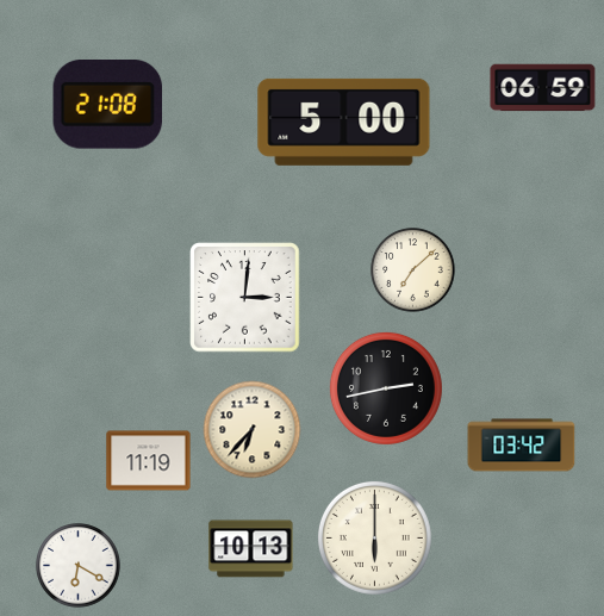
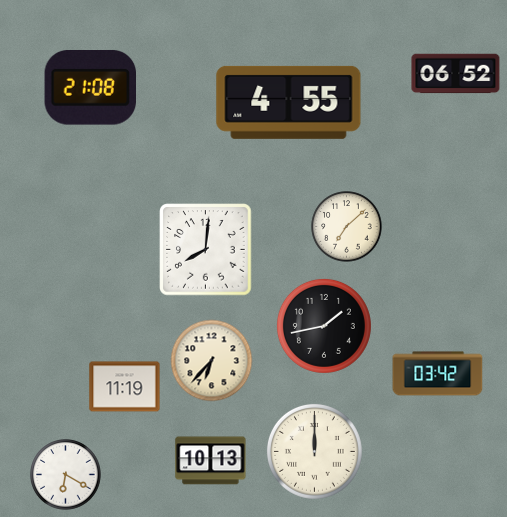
clock at (543, 88): 06:59 -> 06:52
clock at (344, 122): 5:00 -> 4:55
clock at (245, 298): 3:01 -> 8:01
clock at (386, 388): 2:43 -> 1:43
clock at (374, 537): 6:00 -> 12:00
